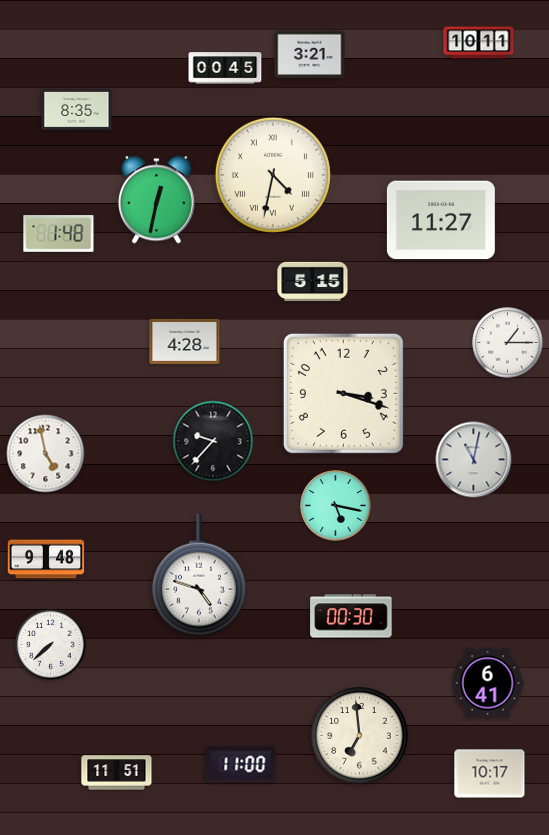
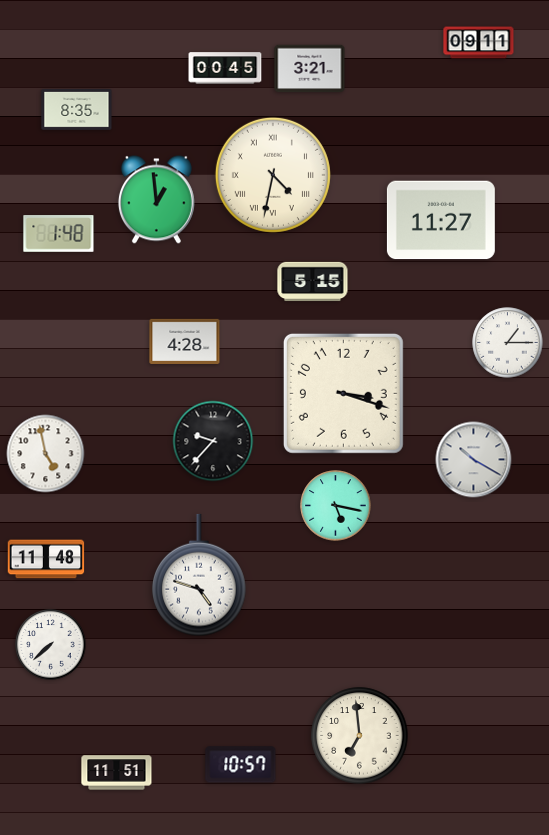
clock at (479, 43): 10:11 -> 09:11
clock at (310, 55) position: (310, 55) -> (310, 69)
clock at (156, 200): 12:32 -> 12:59
clock at (474, 460): 11:02 -> 10:20
clock at (46, 559): 9:48 -> 11:48
clock at (351, 616): 00:30 -> none
clock at (488, 683): 6:41 -> none
clock at (241, 765): 11:00 -> 10:57
clock at (490, 774): 10:17 -> none
